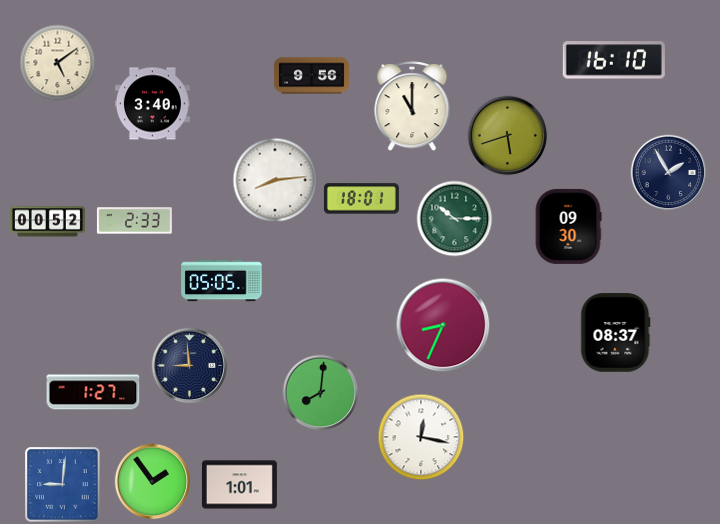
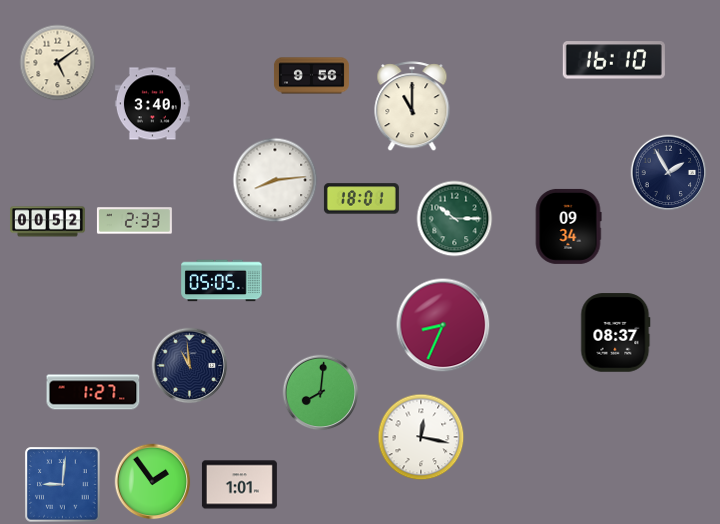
clock at (508, 136): 5:42 -> none
clock at (568, 226): 09:30 -> 09:34
clock at (190, 366): 8:59 -> 10:59
